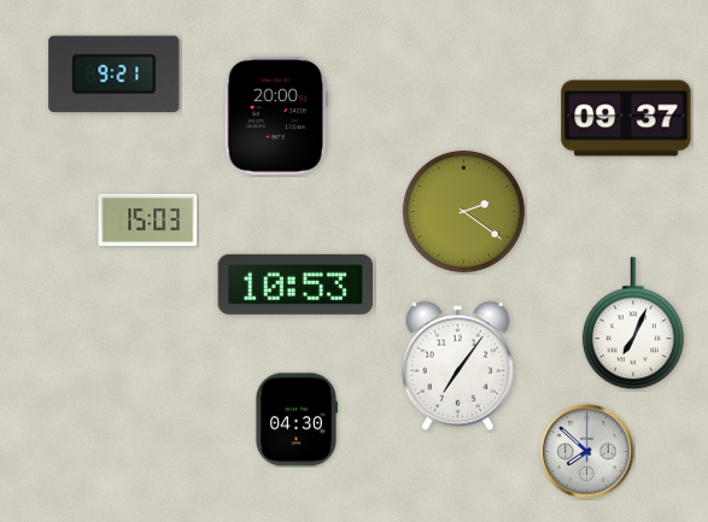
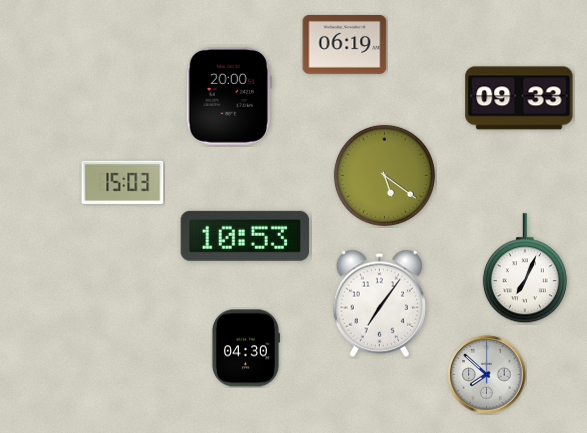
clock at (345, 45): none -> 06:19
clock at (115, 75): 9:21 -> none
clock at (626, 118): 09:37 -> 09:33
clock at (463, 211): 2:21 -> 5:21
